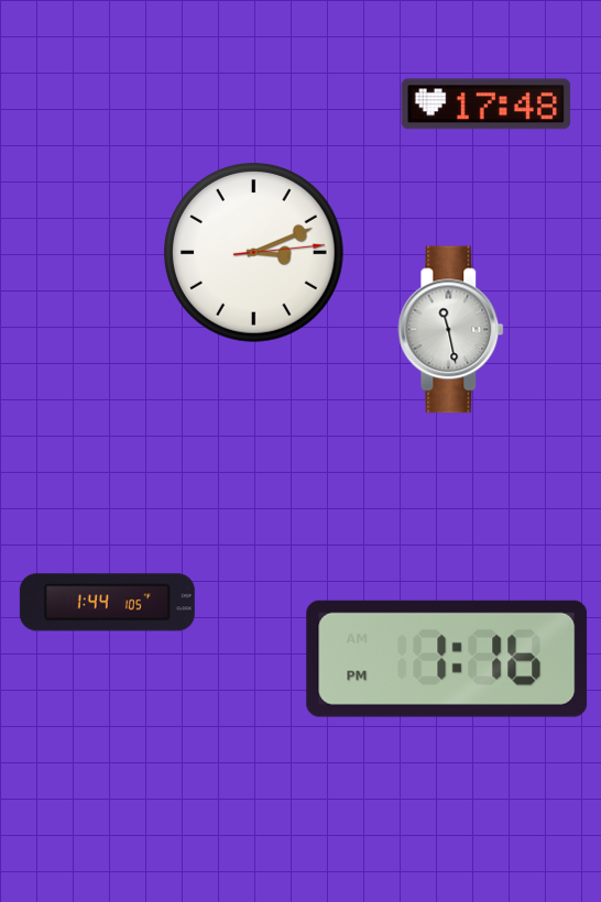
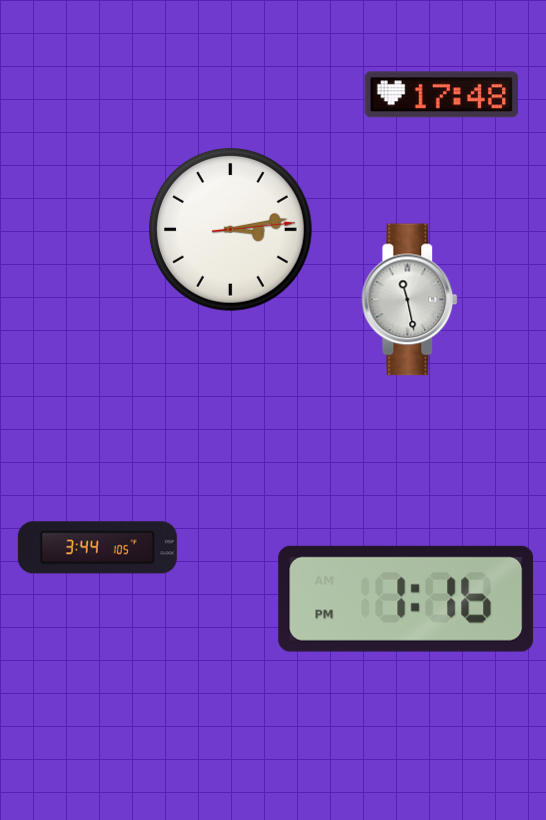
clock at (253, 252): 3:11 -> 3:13
clock at (107, 603): 1:44 -> 3:44
